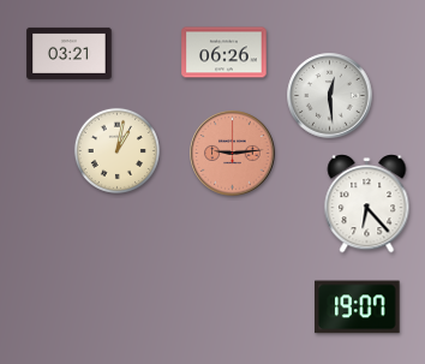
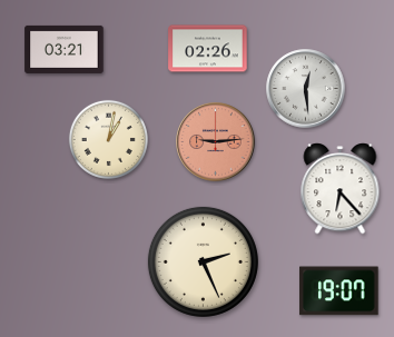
clock at (225, 53): 06:26 -> 02:26
clock at (203, 261): none -> 2:26
clock at (358, 308) position: (358, 308) -> (339, 291)
